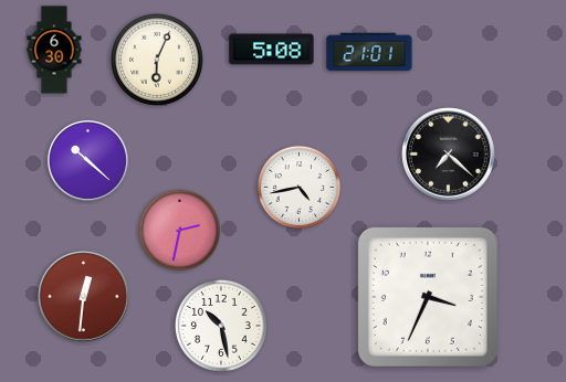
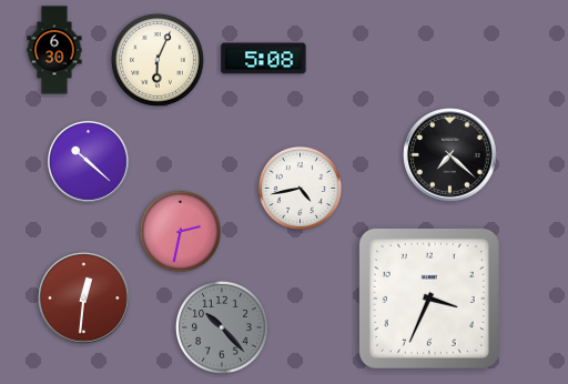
clock at (272, 50) position: (272, 50) -> (264, 59)
clock at (369, 52): 21:01 -> none
clock at (221, 326): 10:28 -> 10:23
clock at (221, 326) dial: white -> grey
